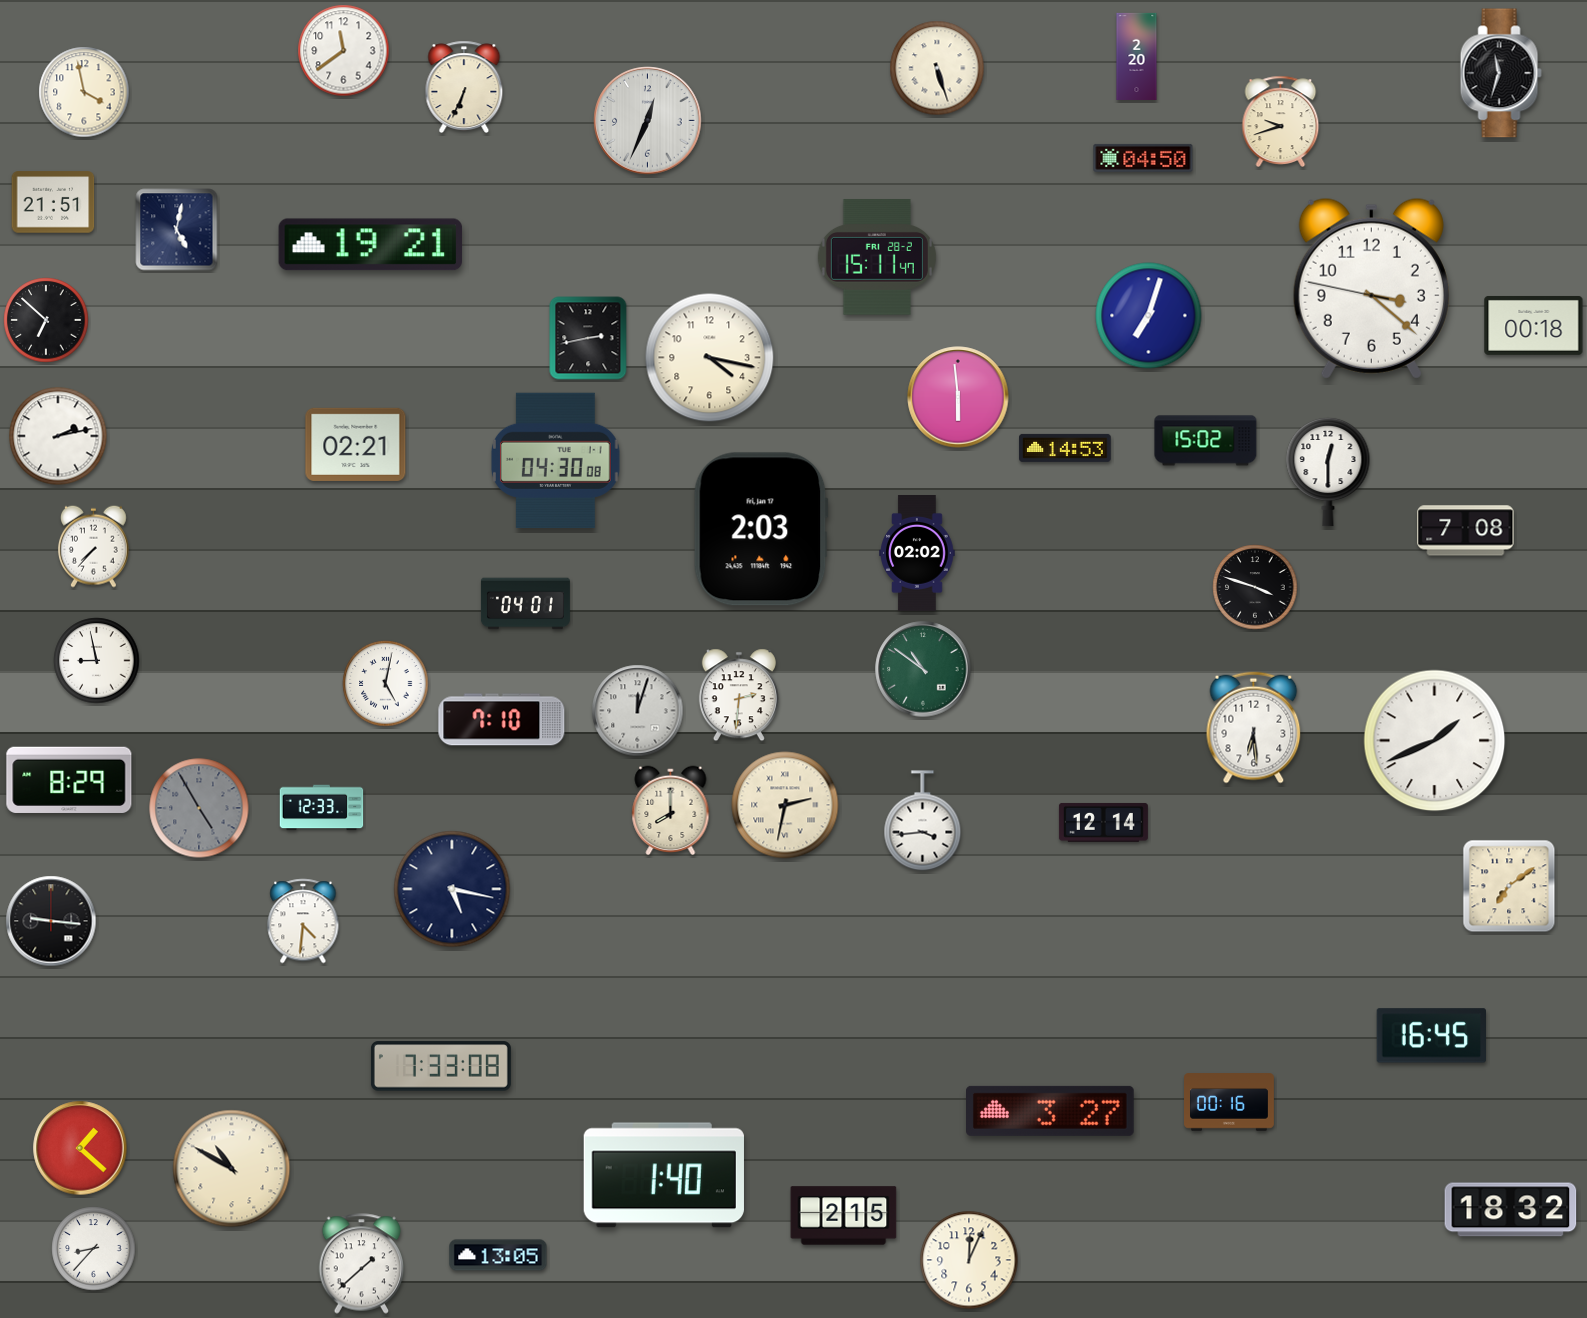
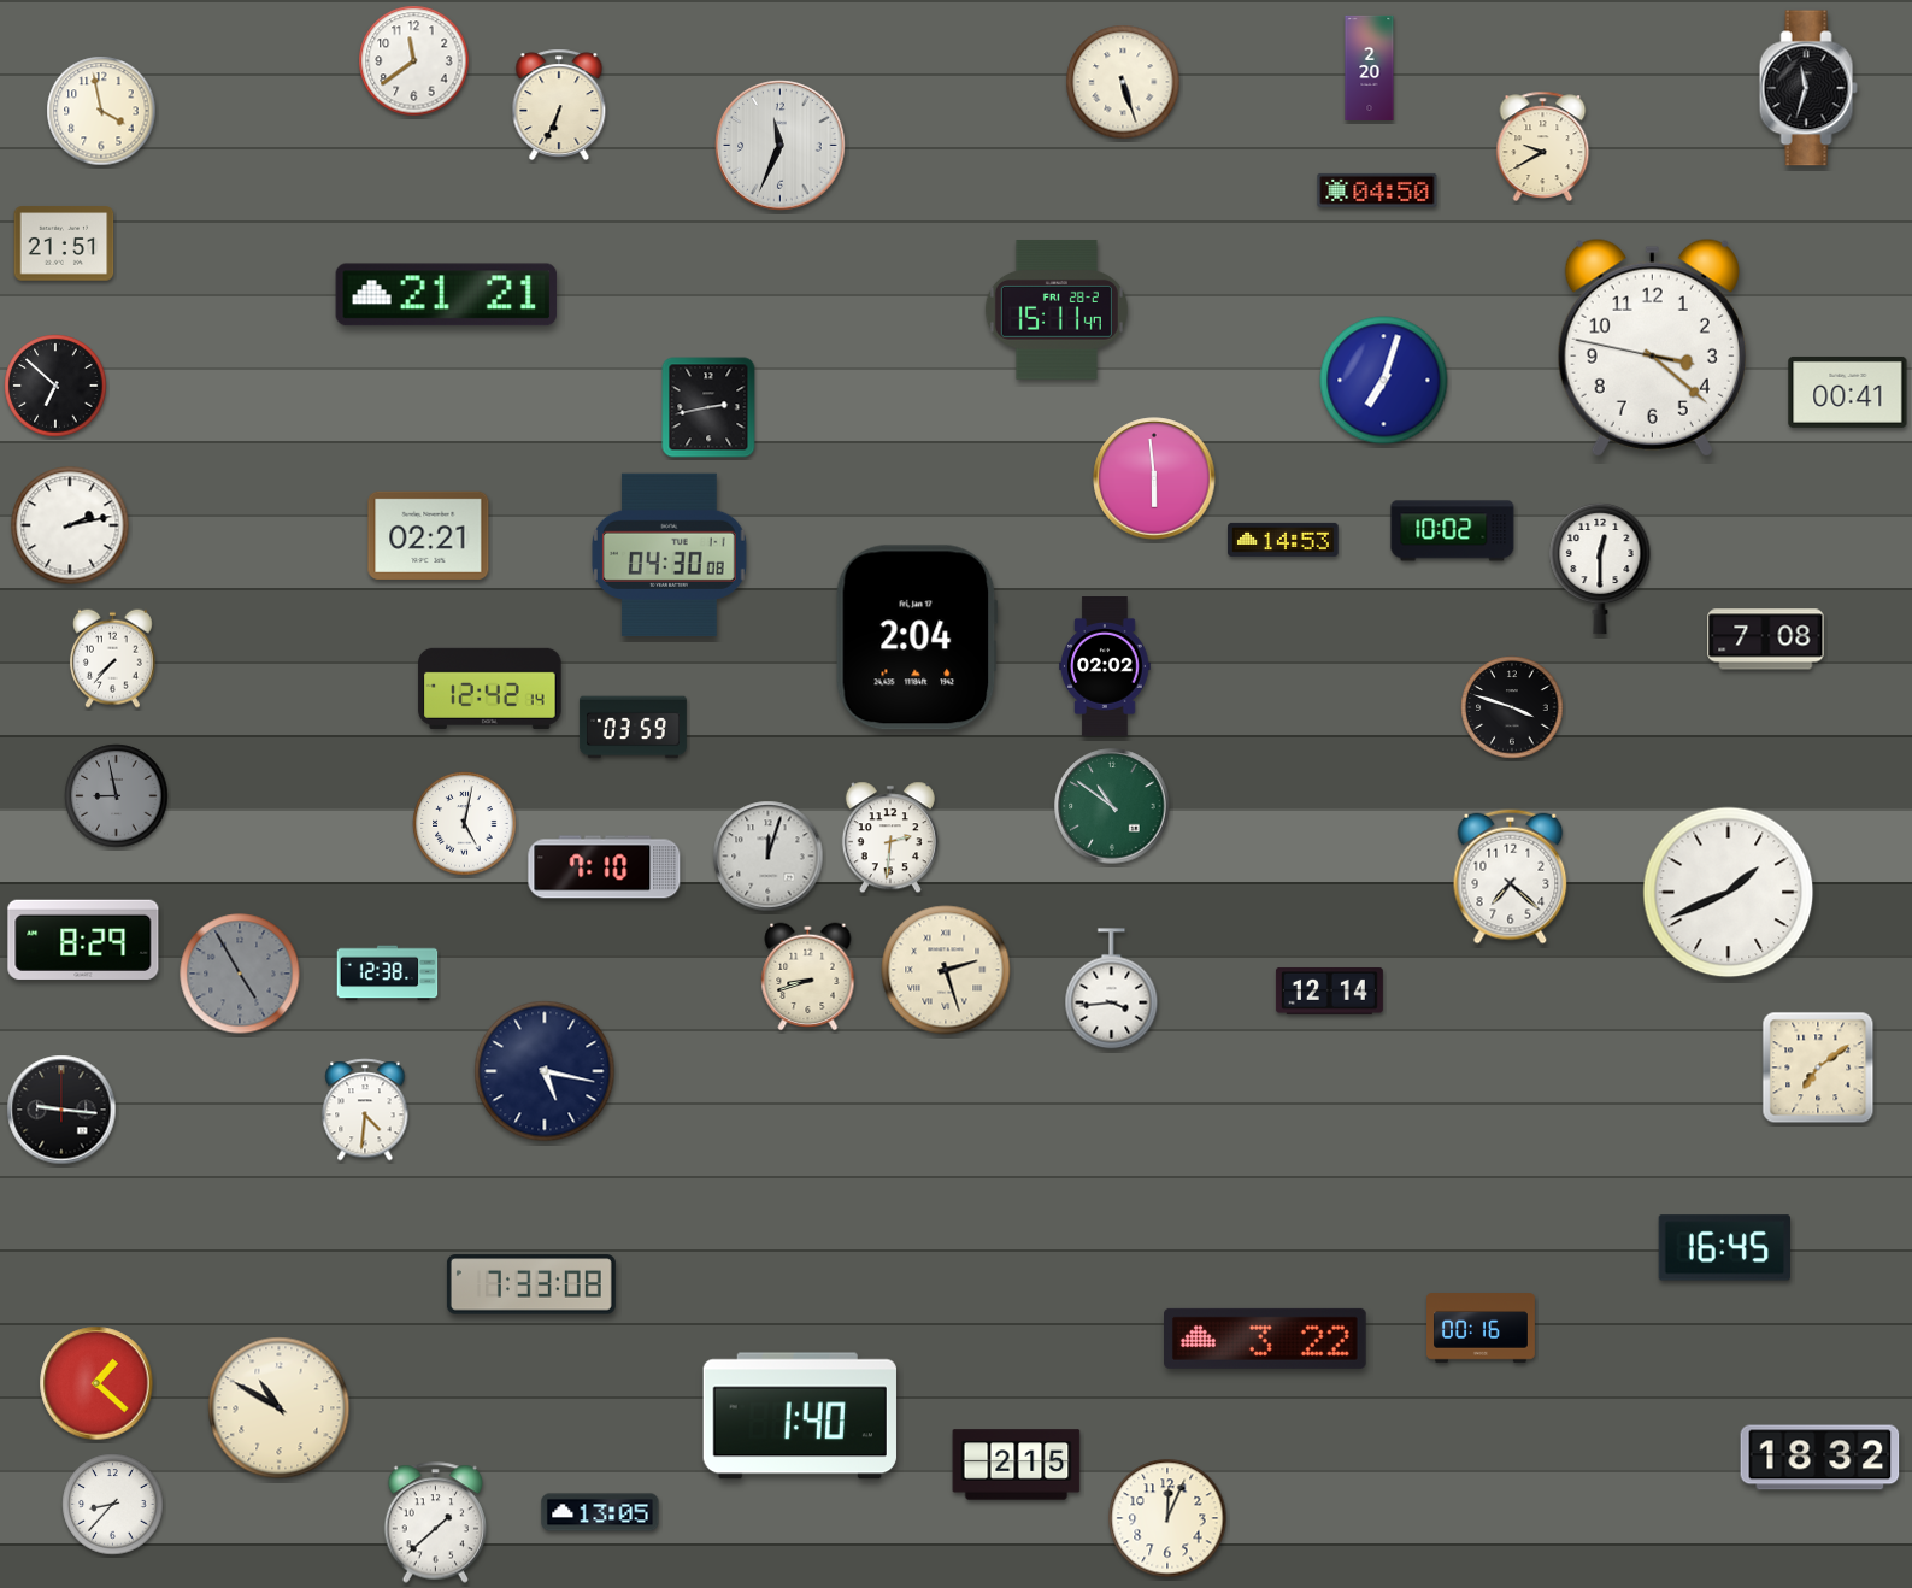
clock at (937, 68) position: (937, 68) -> (1123, 82)
clock at (648, 121): 12:34 -> 11:34
clock at (1281, 121): 9:42 -> 9:40
clock at (177, 230): 5:02 -> none
clock at (371, 245): 19:21 -> 21:21
clock at (1534, 325): 00:18 -> 00:41
clock at (710, 358): 4:17 -> none
clock at (1206, 441): 15:02 -> 10:02
clock at (761, 529): 2:03 -> 2:04
clock at (490, 688): none -> 12:42
clock at (525, 604): 04:01 -> 03:59
clock at (97, 661) dial: white -> grey
clock at (1254, 728): 6:29 -> 7:22
clock at (785, 805): 2:32 -> 2:27
clock at (322, 808): 12:33 -> 12:38
clock at (671, 811): 8:00 -> 8:42
clock at (1051, 1111): 3:27 -> 3:22
